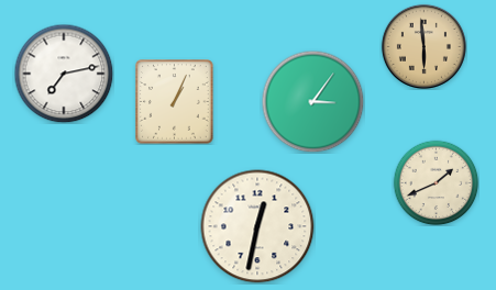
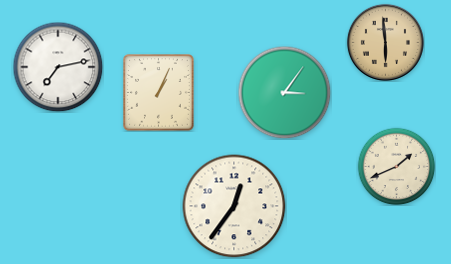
clock at (257, 226): 12:32 -> 12:36
